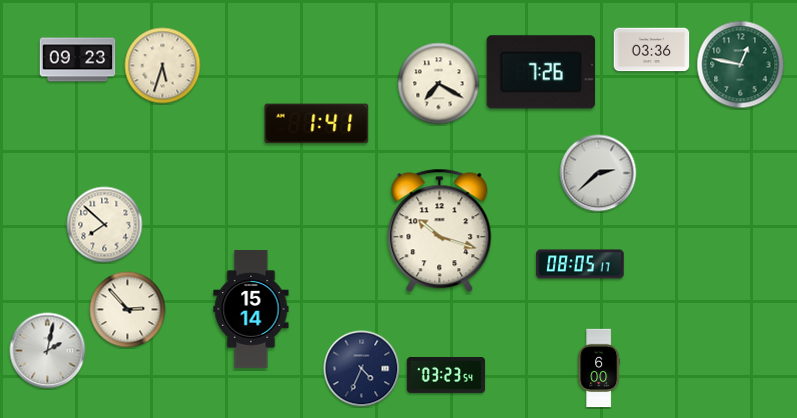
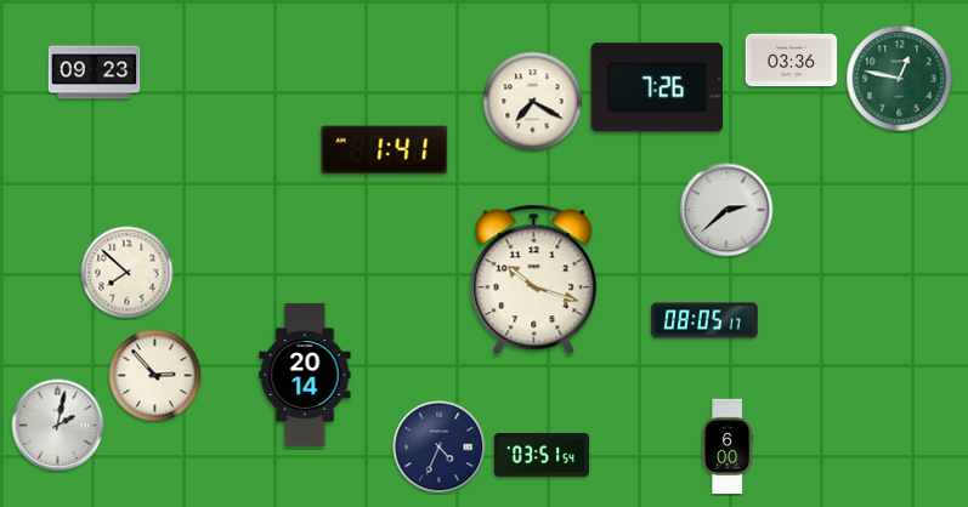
clock at (163, 66): 5:33 -> none
clock at (251, 309): 15:14 -> 20:14
clock at (446, 375): 03:23 -> 03:51
